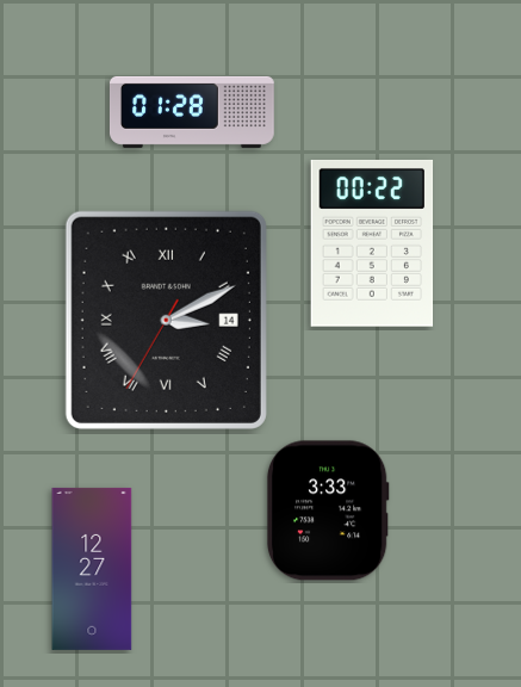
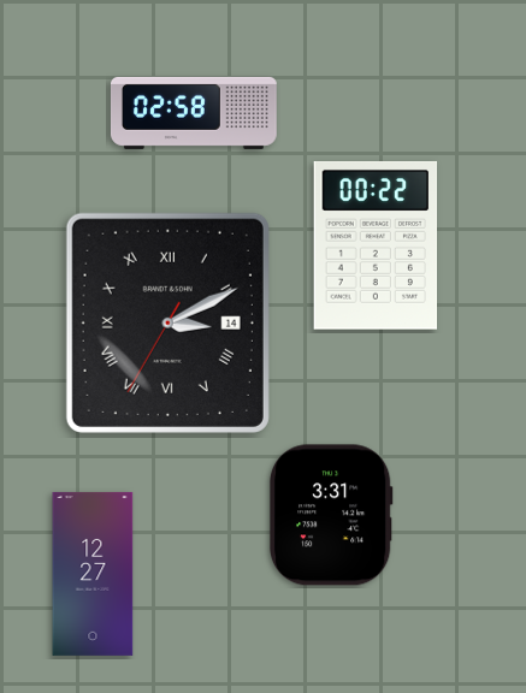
clock at (192, 112): 01:28 -> 02:58
clock at (328, 510): 3:33 -> 3:31
